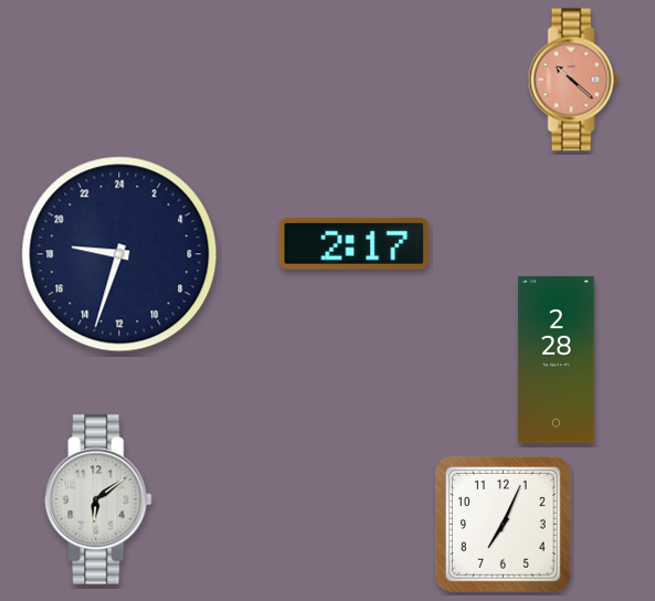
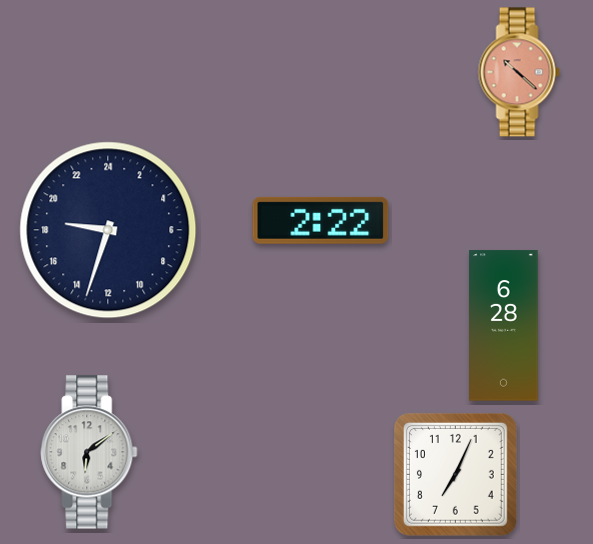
clock at (355, 243): 2:17 -> 2:22
clock at (557, 360): 2:28 -> 6:28
